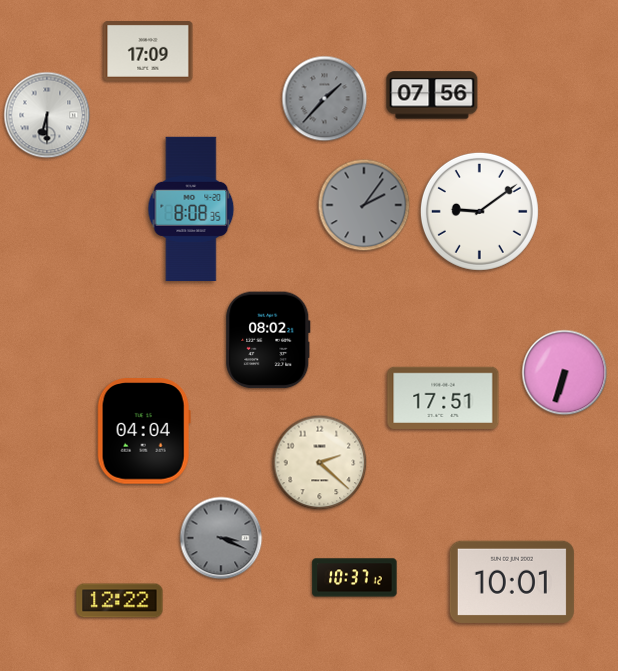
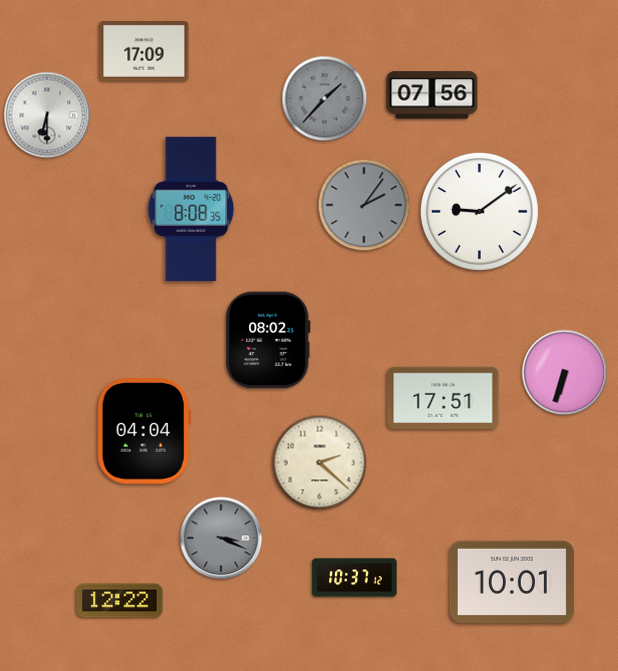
clock at (148, 52) position: (148, 52) -> (144, 52)
